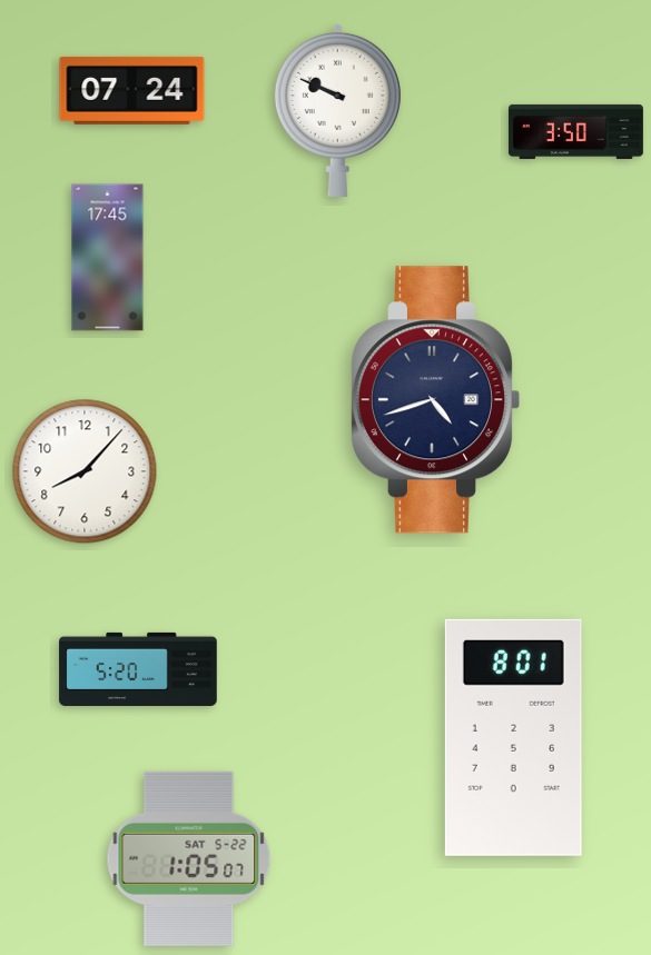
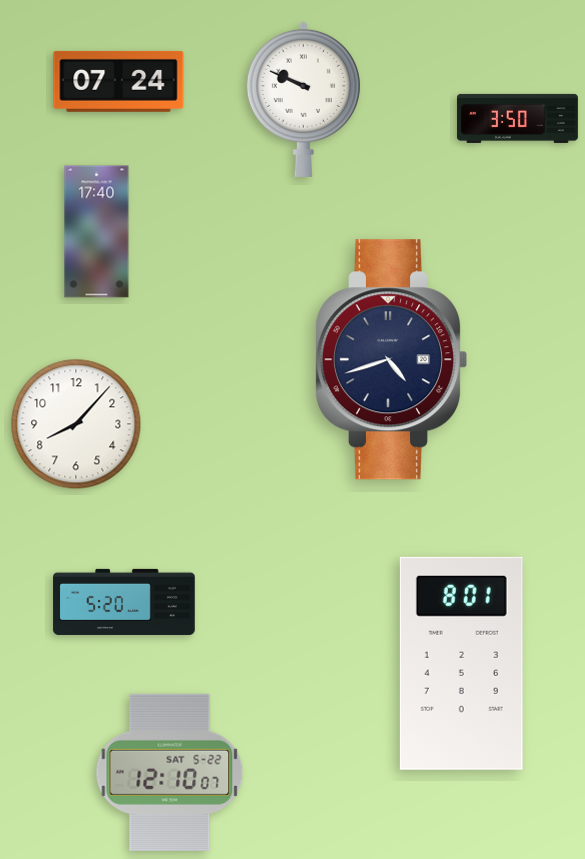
clock at (108, 258): 17:45 -> 17:40
clock at (189, 858): 1:05 -> 12:10
